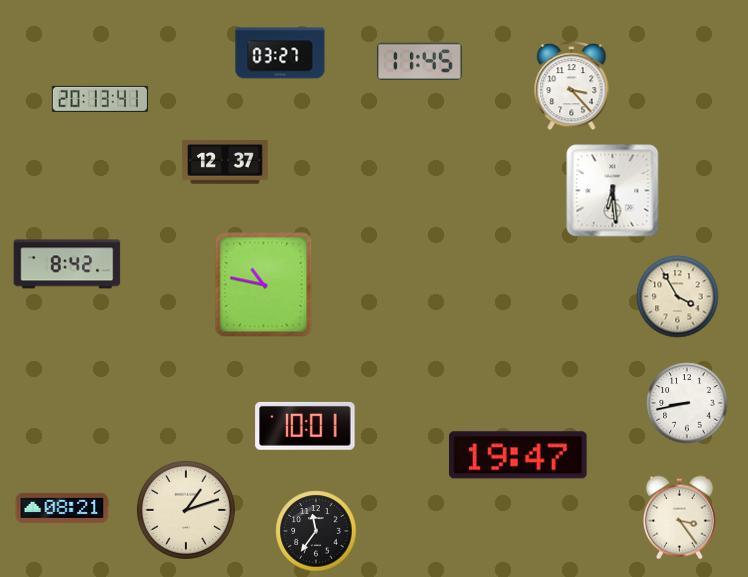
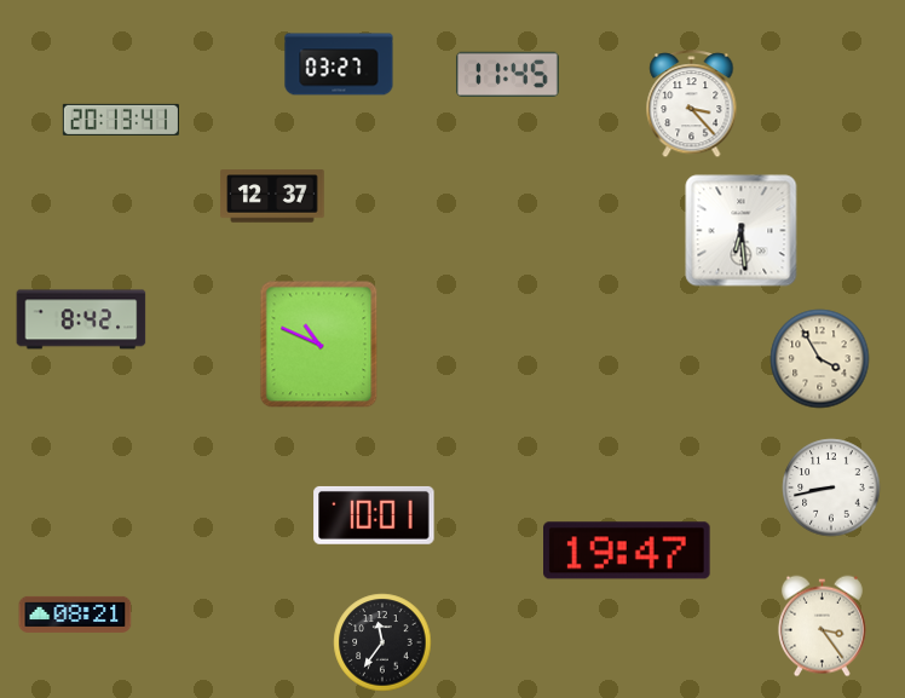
clock at (264, 285): 10:47 -> 10:49
clock at (305, 426) position: (305, 426) -> (374, 515)
clock at (186, 510): 1:12 -> none
